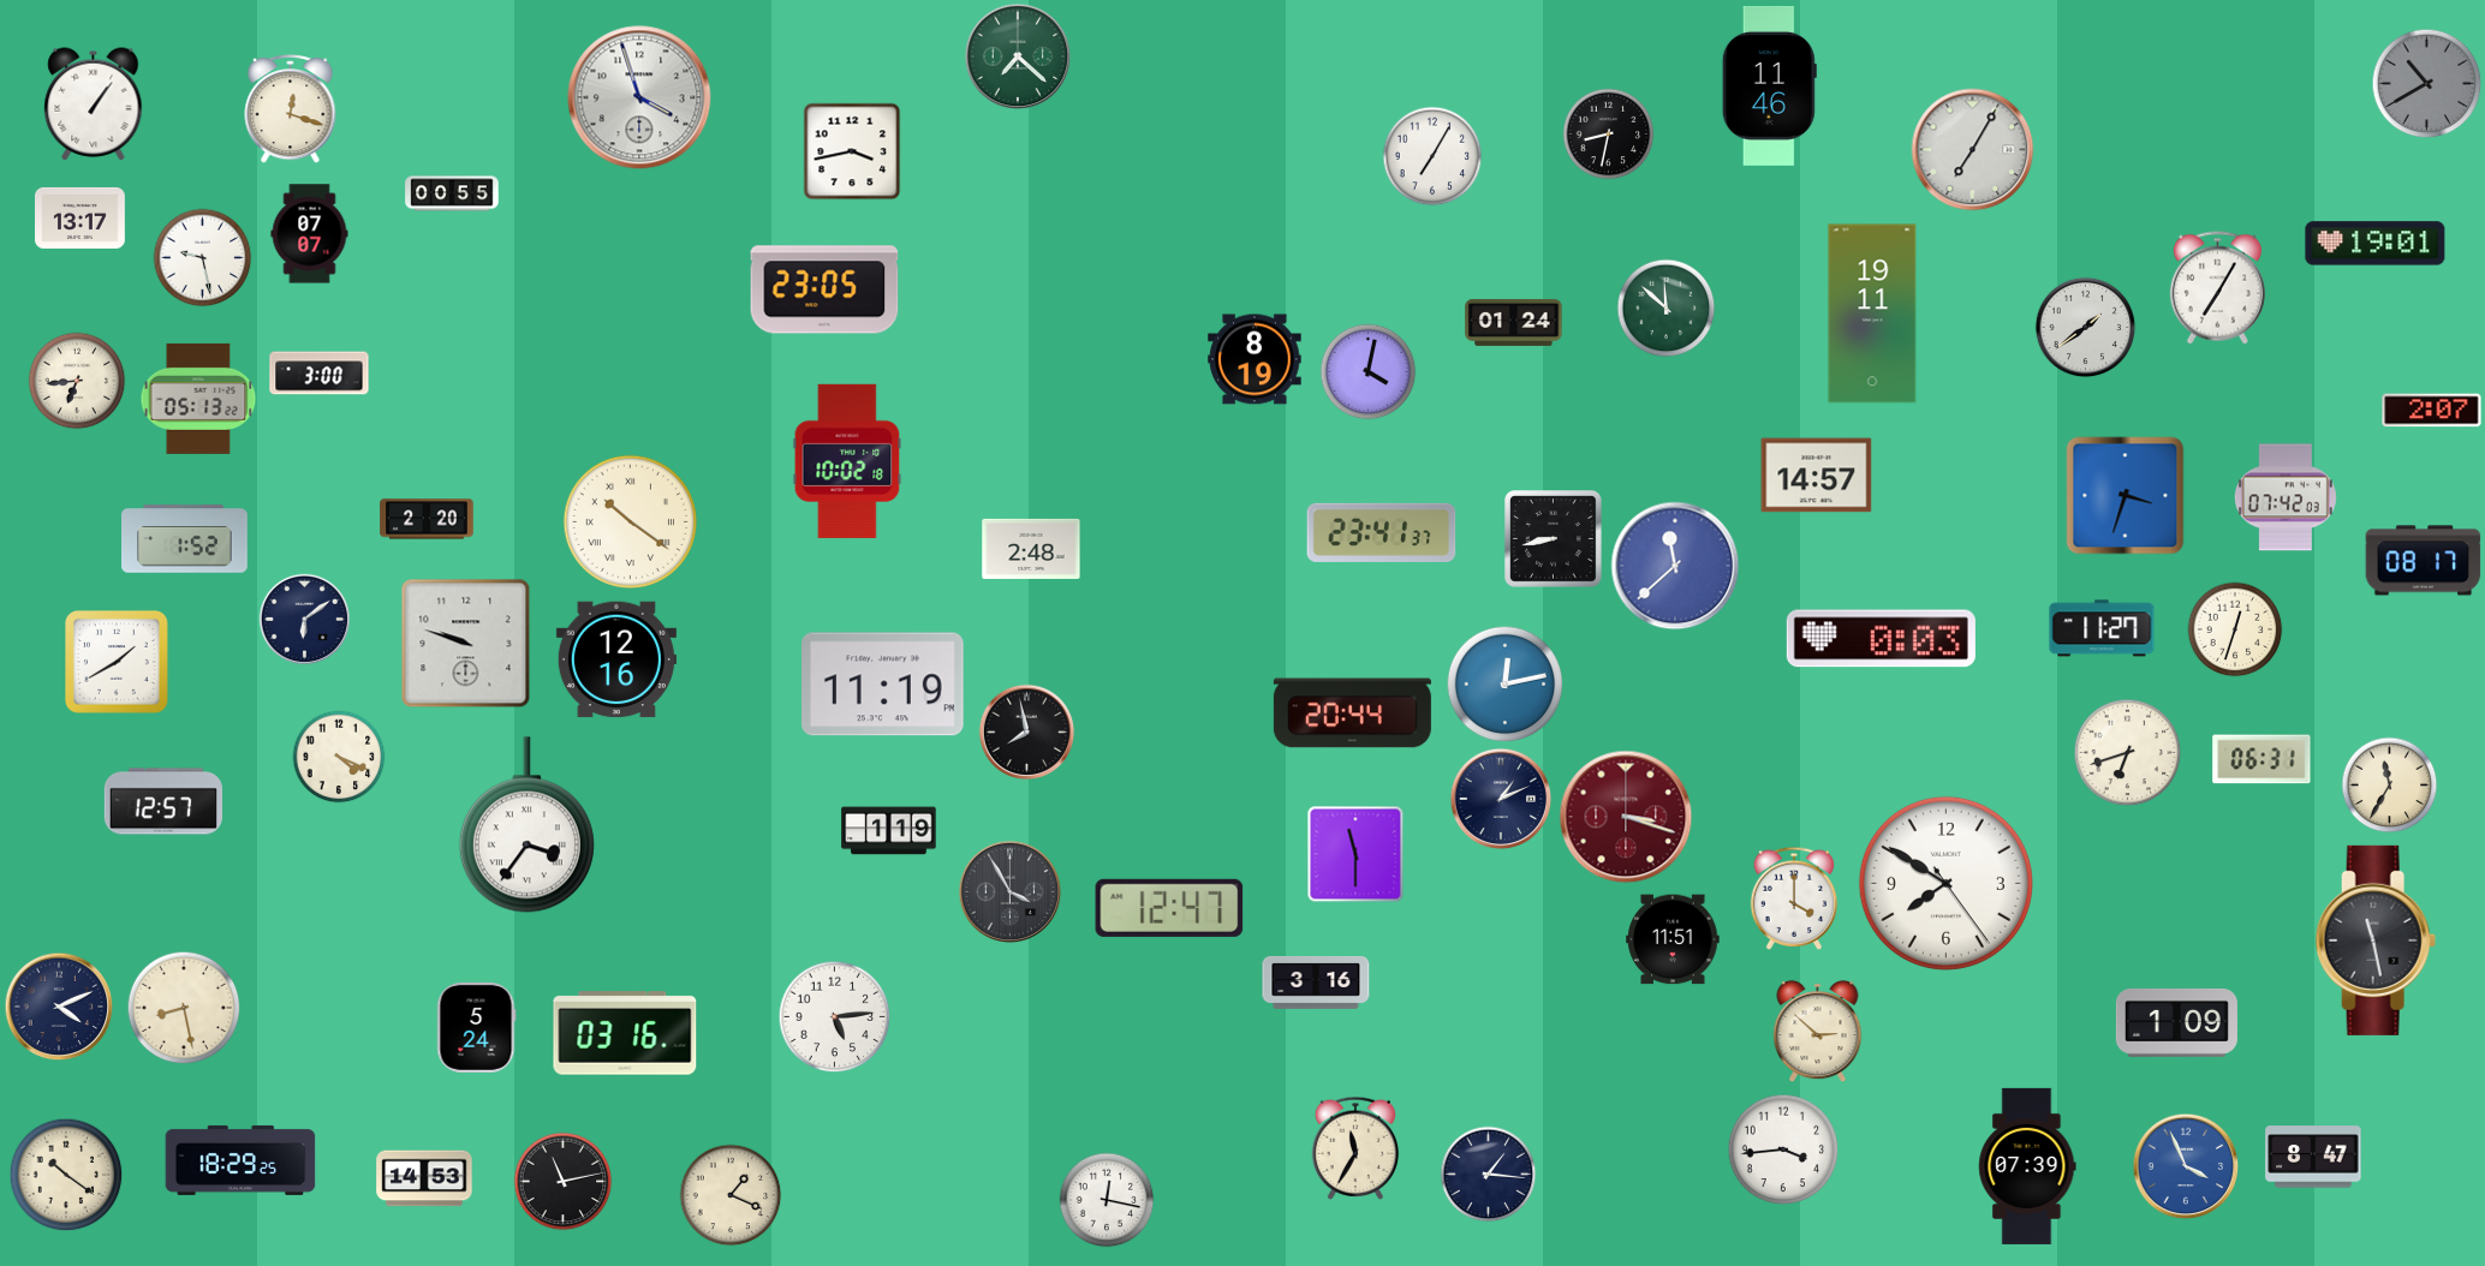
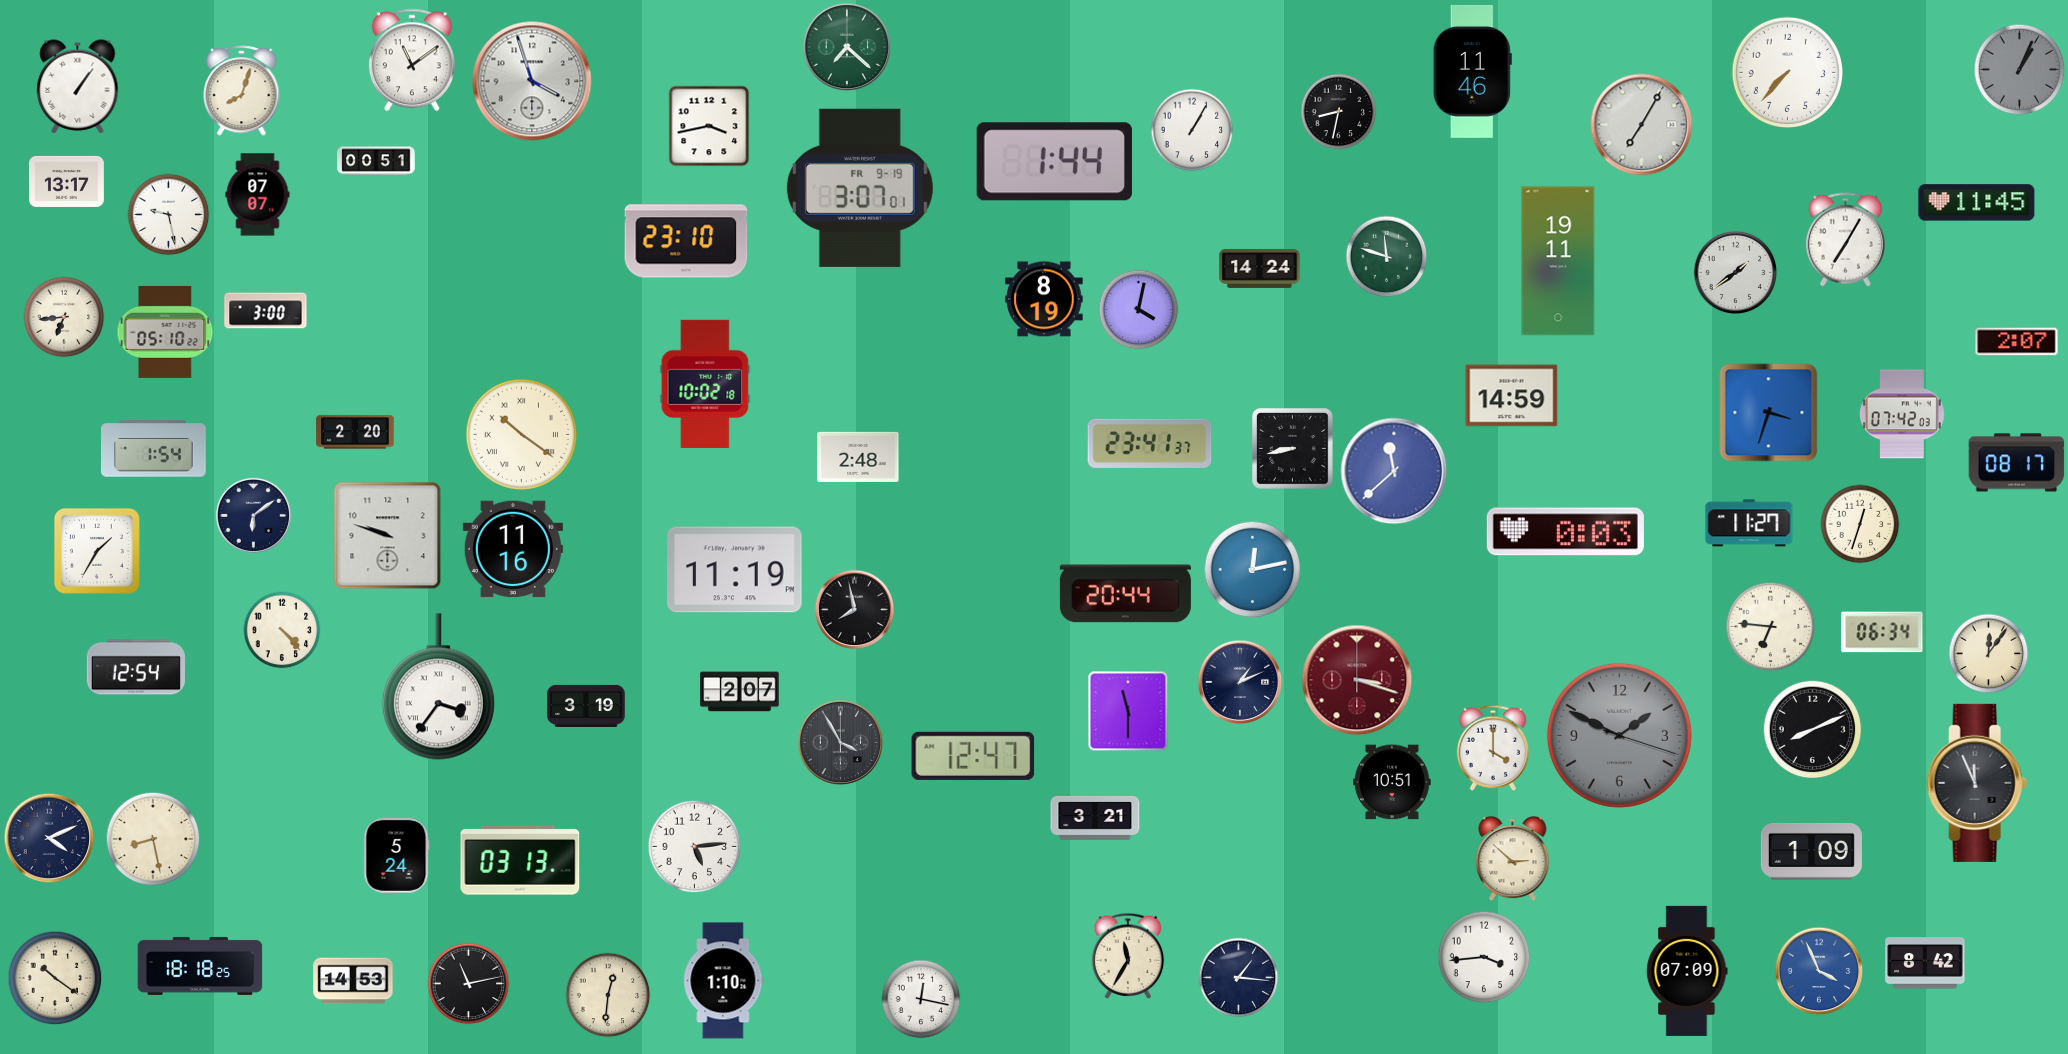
clock at (412, 60): none -> 11:09
clock at (2427, 84): 10:40 -> 1:04
clock at (1787, 72): none -> 7:37
clock at (291, 109): 12:18 -> 8:03
clock at (1432, 156): 7:05 -> 1:05
clock at (452, 193): 00:55 -> 00:51
clock at (1054, 162): none -> 1:44
clock at (860, 188): none -> 3:07
clock at (2376, 244): 19:01 -> 11:45
clock at (824, 289): 23:05 -> 23:10
clock at (1667, 309): 11:52 -> 11:48
clock at (1514, 322): 01:24 -> 14:24
clock at (198, 399): 05:13 -> 05:10
clock at (2432, 411) position: (2432, 411) -> (2017, 342)
clock at (1817, 476): 14:57 -> 14:59
clock at (630, 521) position: (630, 521) -> (521, 434)
clock at (185, 539): 1:52 -> 1:54
clock at (2424, 561) position: (2424, 561) -> (2017, 463)
clock at (616, 659): 12:16 -> 11:16
clock at (118, 663): 1:40 -> 1:35
clock at (2128, 753): 6:42 -> 6:46
clock at (339, 757): 4:19 -> 4:23
clock at (2261, 759): 06:31 -> 06:34
clock at (2390, 786): 11:35 -> 12:06
clock at (1501, 799) position: (1501, 799) -> (1240, 682)
clock at (162, 801): 12:57 -> 12:54
clock at (1626, 817) position: (1626, 817) -> (1357, 680)
clock at (889, 831): 1:19 -> 2:07
clock at (586, 706): none -> 3:19
clock at (1813, 730): none -> 8:11
clock at (1945, 883): 7:50 -> 1:49
clock at (1945, 883) dial: white -> grey
clock at (1673, 939): 11:51 -> 10:51
clock at (2376, 940): 11:28 -> 11:56
clock at (1316, 983): 3:16 -> 3:21
clock at (625, 1033): 03:16 -> 03:13
clock at (2313, 1157): 8:47 -> 8:42
clock at (240, 1160): 18:29 -> 18:18
clock at (2027, 1166): 07:39 -> 07:09
clock at (724, 981): none -> 1:10
clock at (731, 1195): 1:19 -> 12:31
